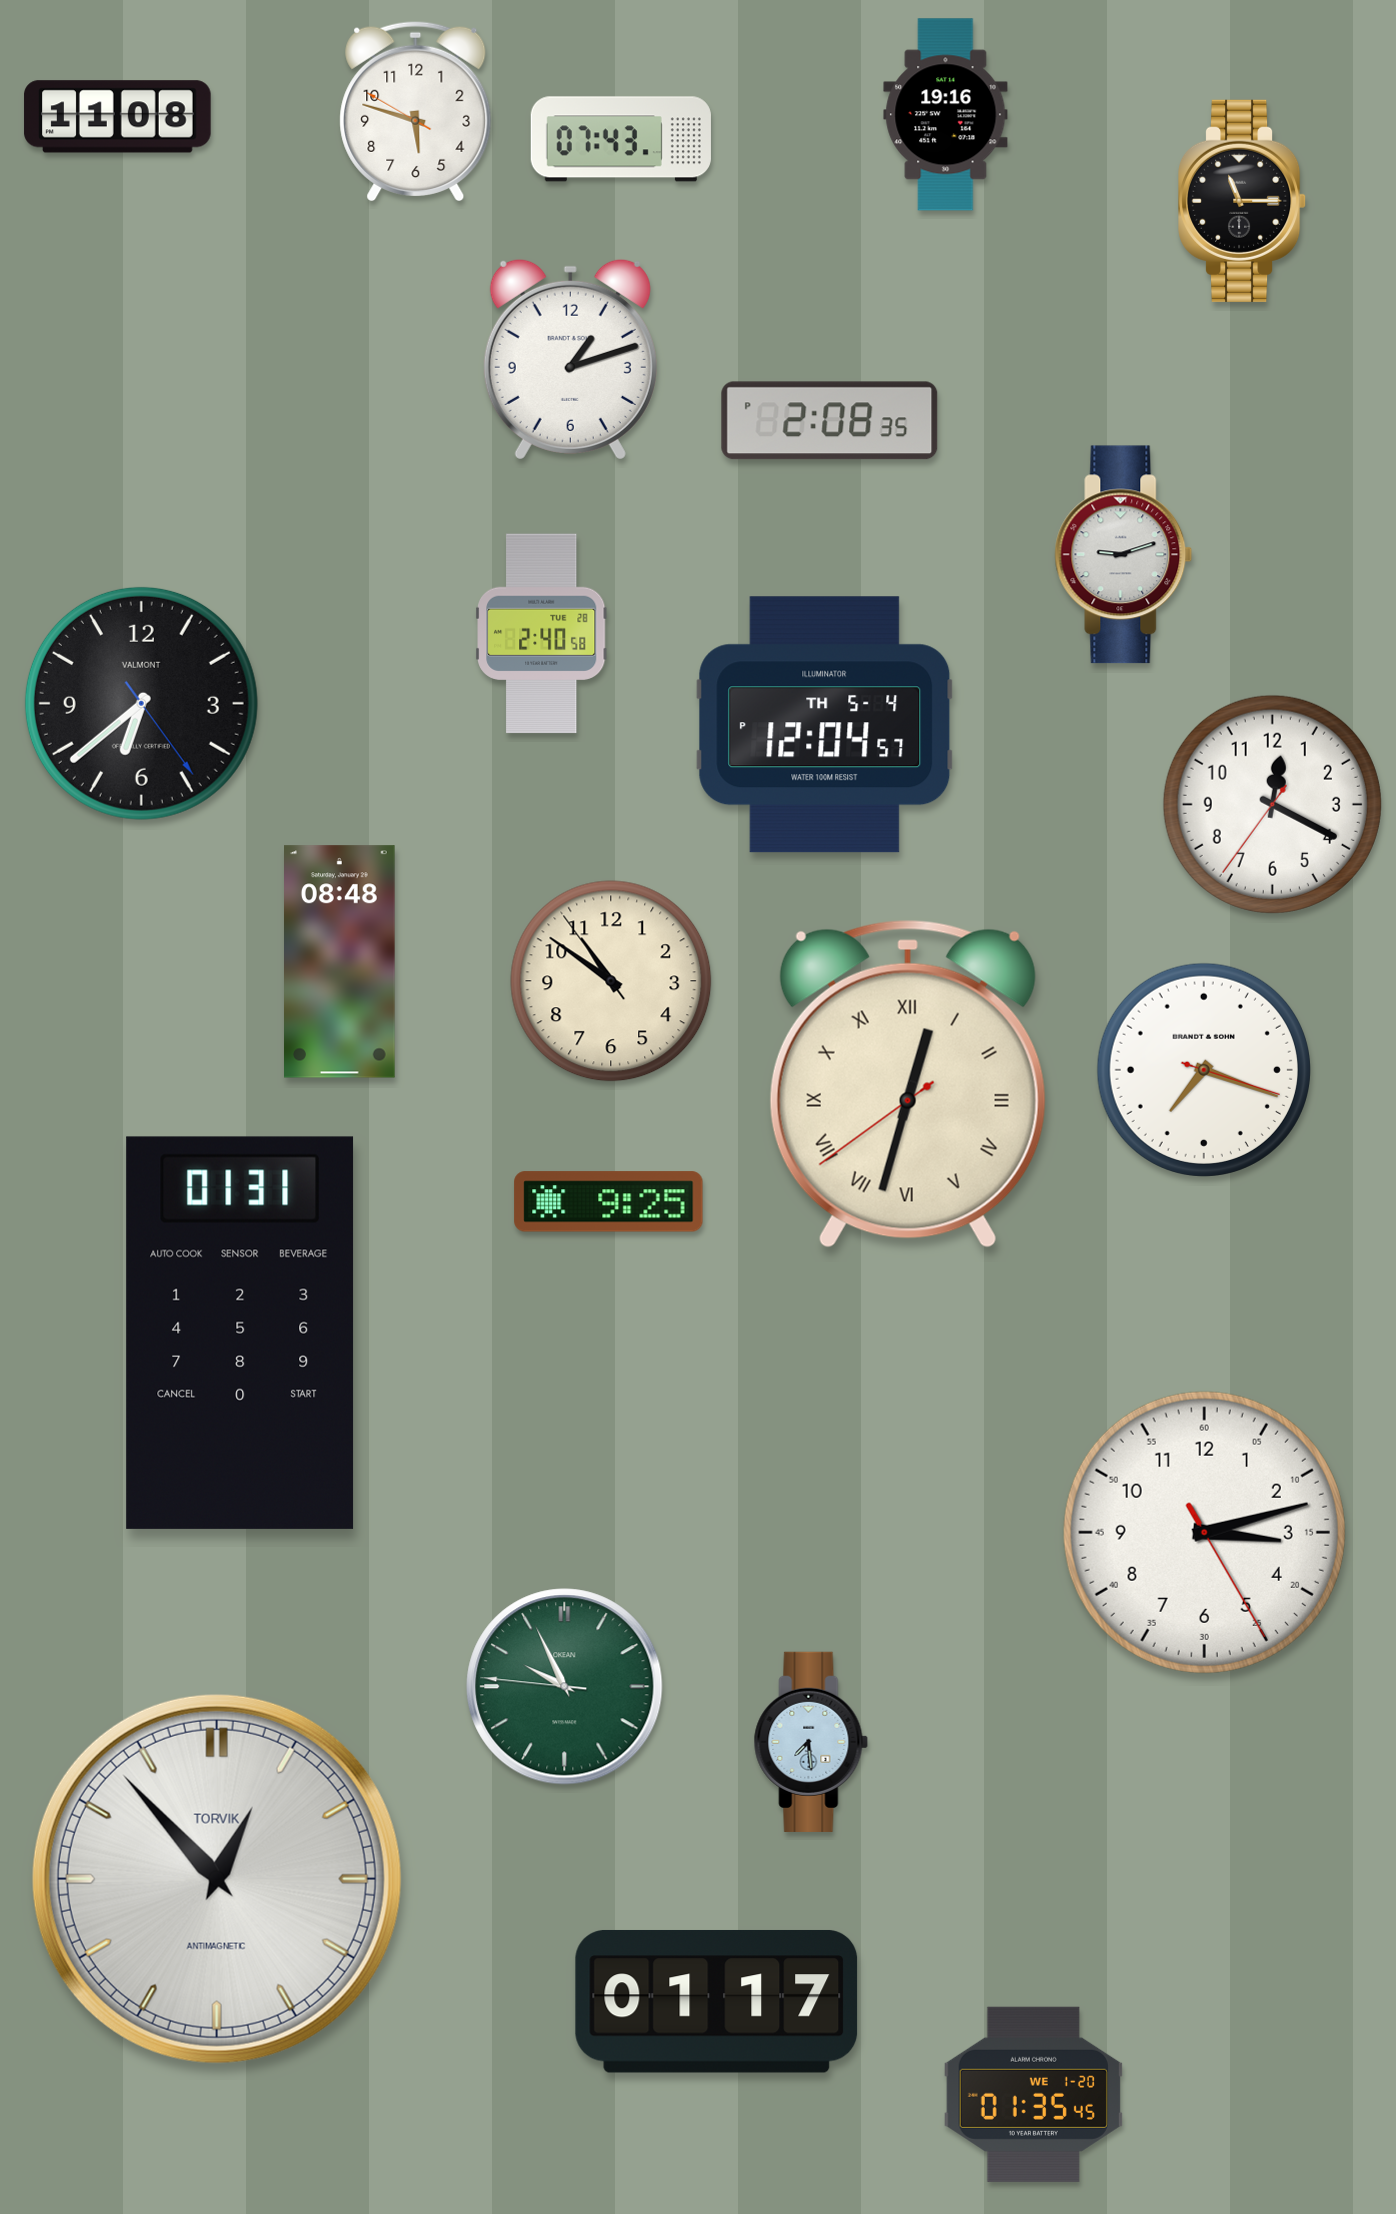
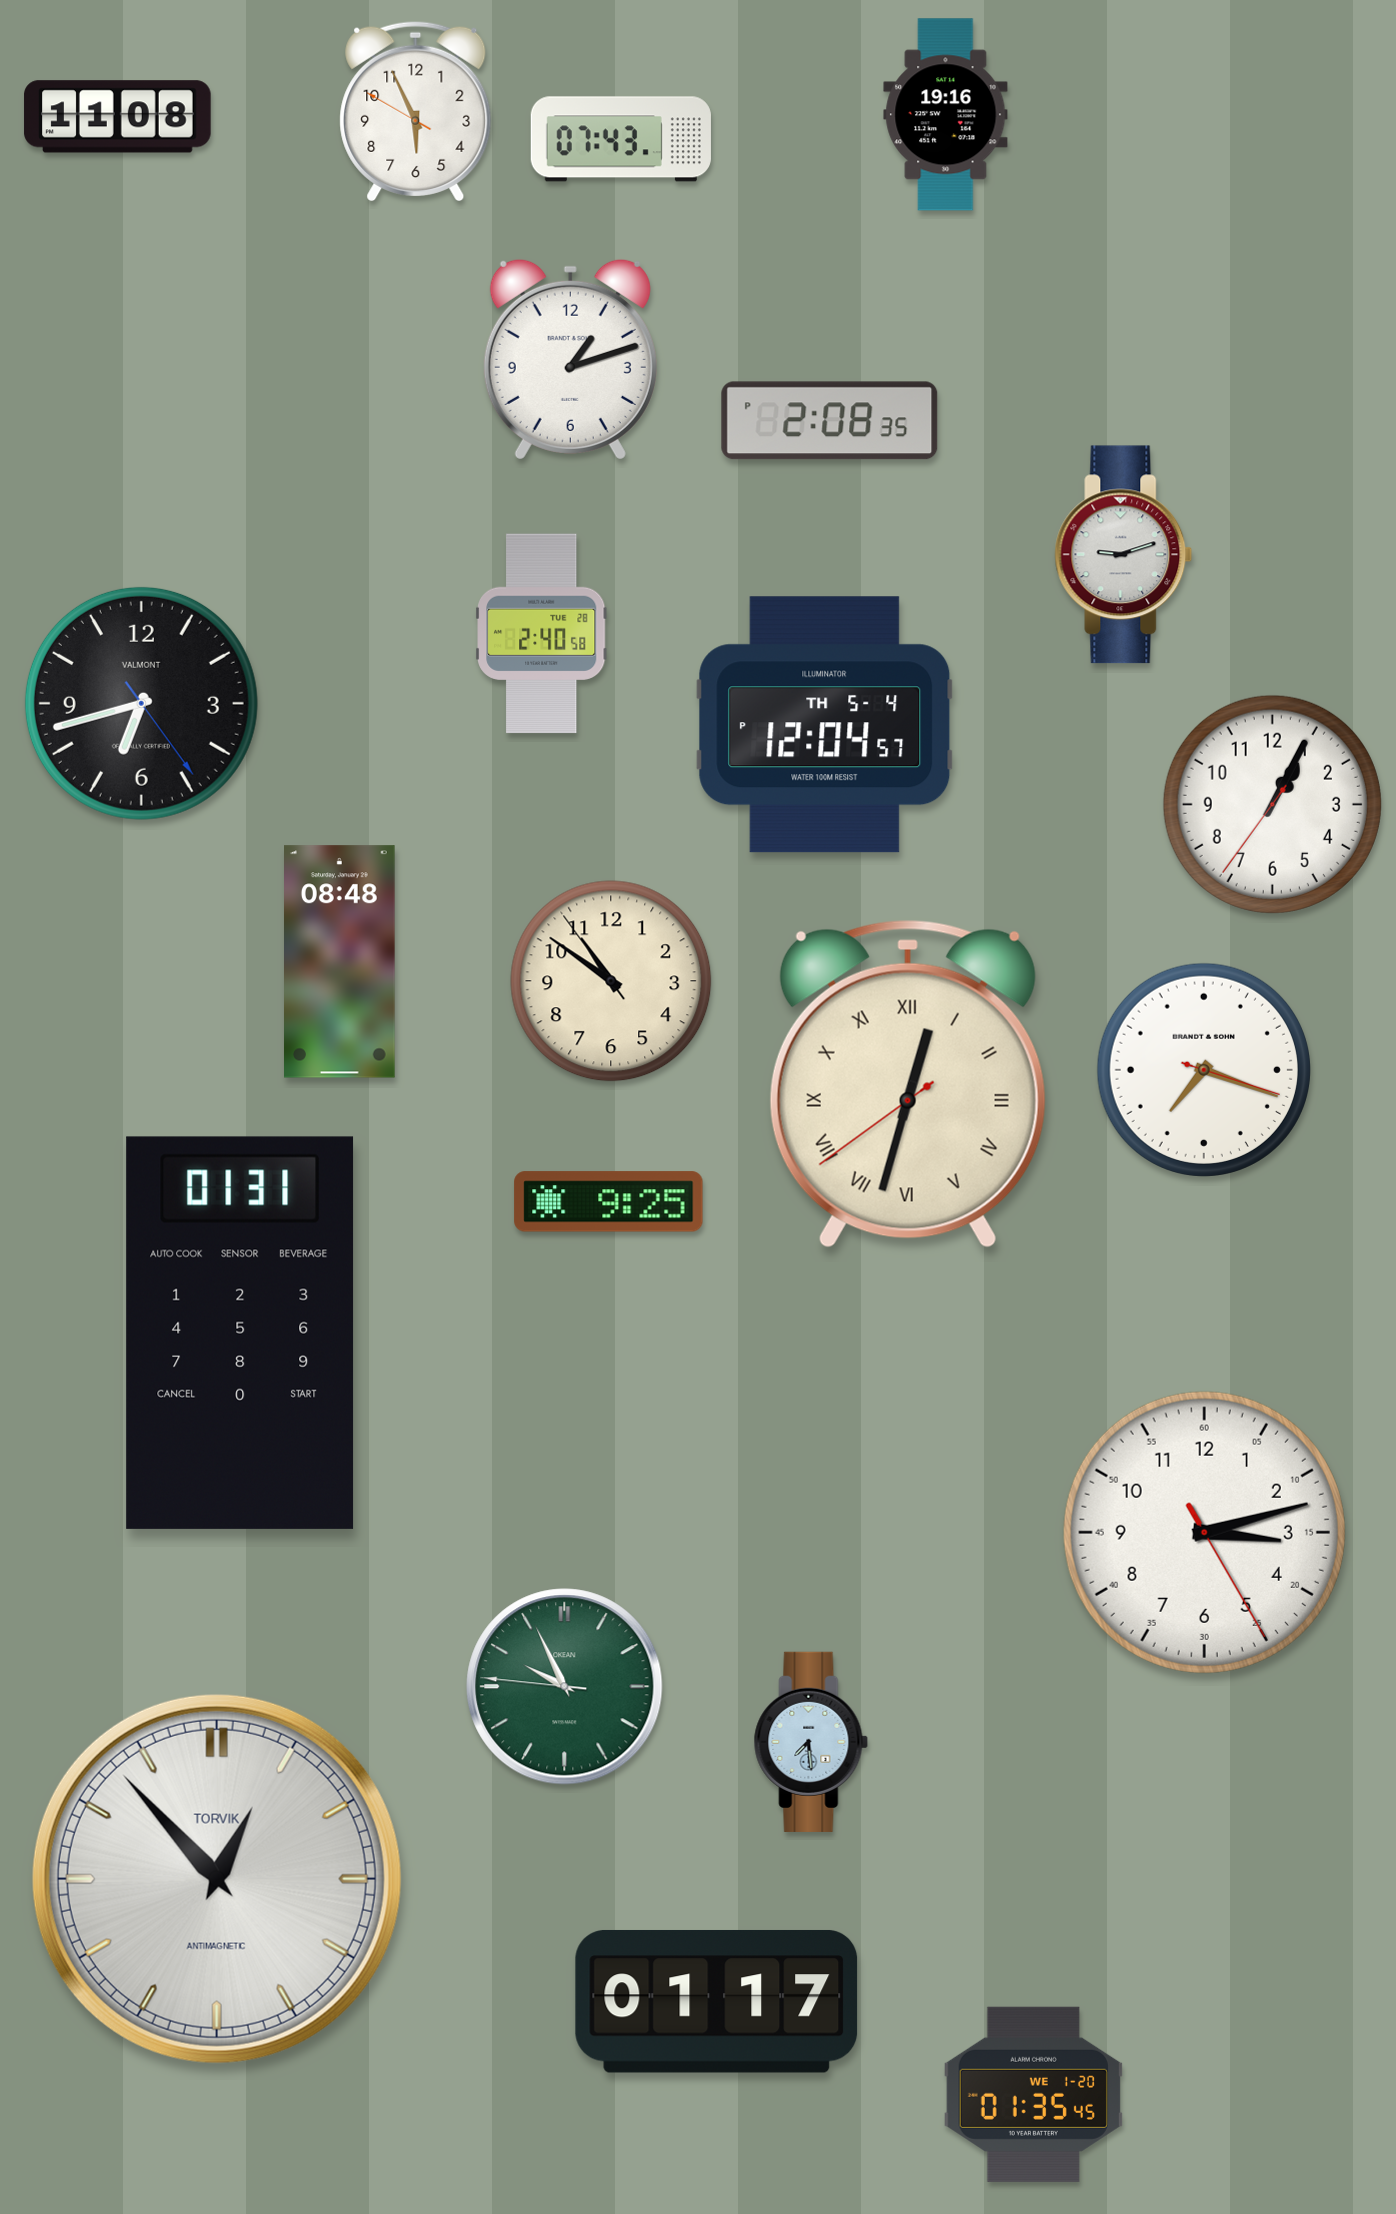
clock at (416, 111): 5:47 -> 5:55
clock at (1243, 201): 11:15 -> none
clock at (141, 703): 6:38 -> 6:42
clock at (1272, 804): 12:19 -> 1:04
